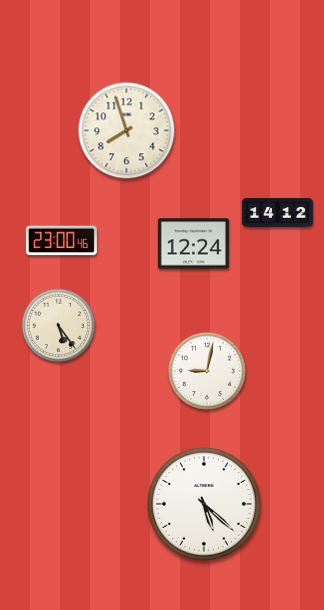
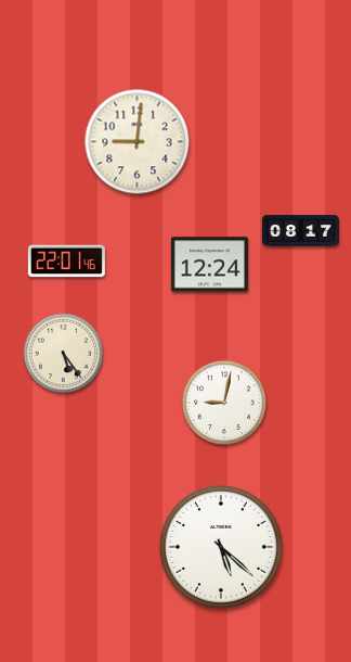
clock at (127, 131): 7:57 -> 9:01
clock at (277, 213): 14:12 -> 08:17
clock at (61, 241): 23:00 -> 22:01
